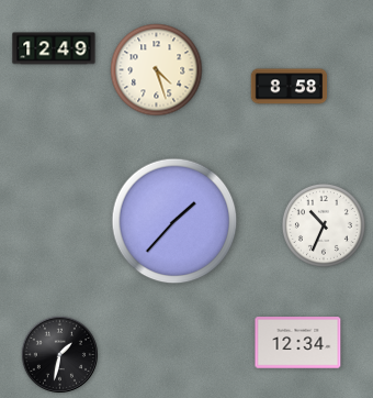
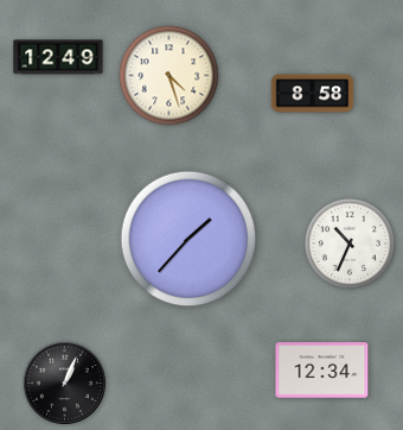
clock at (54, 48) position: (54, 48) -> (58, 57)
clock at (59, 354): 1:32 -> 1:04
